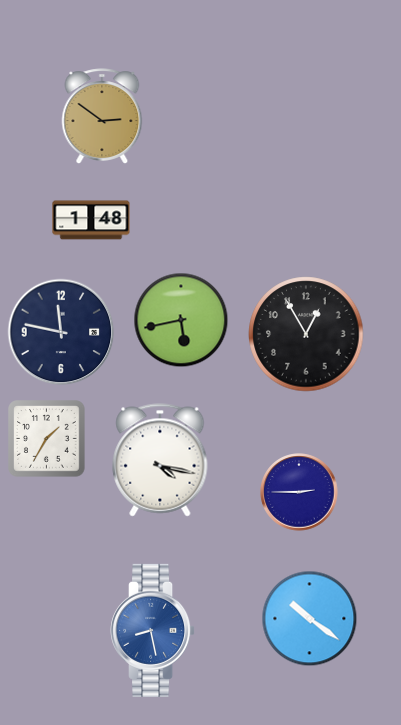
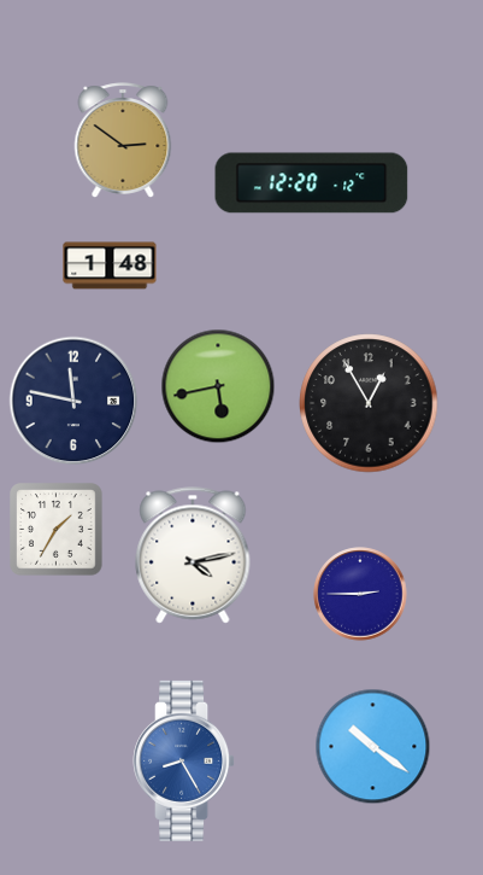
clock at (312, 183): none -> 12:20
clock at (160, 460): 4:17 -> 4:13
clock at (153, 630): 8:28 -> 8:25
